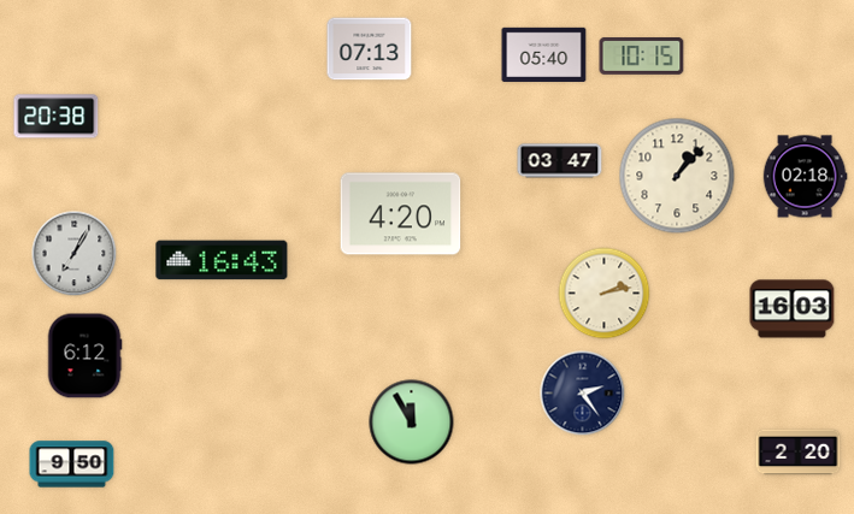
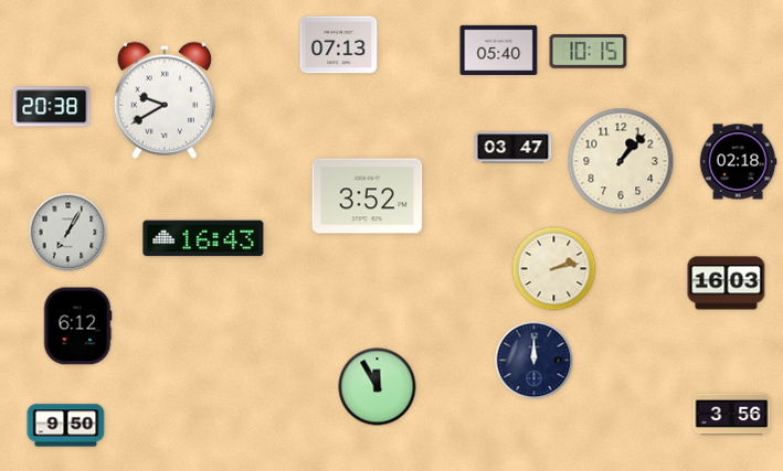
clock at (165, 100): none -> 9:40
clock at (401, 214): 4:20 -> 3:52
clock at (583, 394): 2:24 -> 12:00
clock at (799, 453): 2:20 -> 3:56
